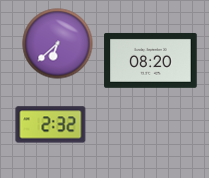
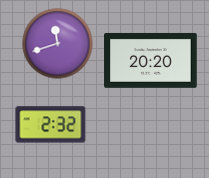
clock at (58, 44): 6:38 -> 11:42
clock at (151, 61): 08:20 -> 20:20
